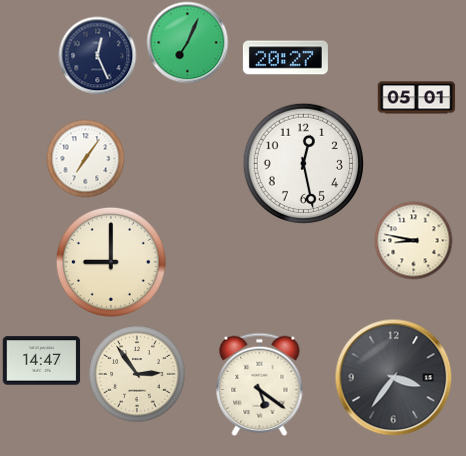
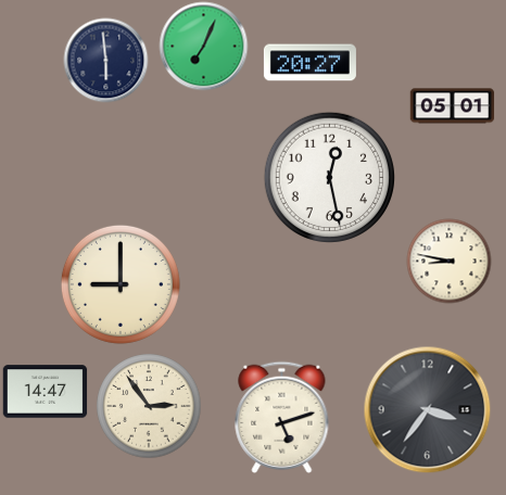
clock at (97, 55): 12:26 -> 5:59
clock at (85, 158): 7:06 -> none
clock at (260, 384): 5:21 -> 5:12
